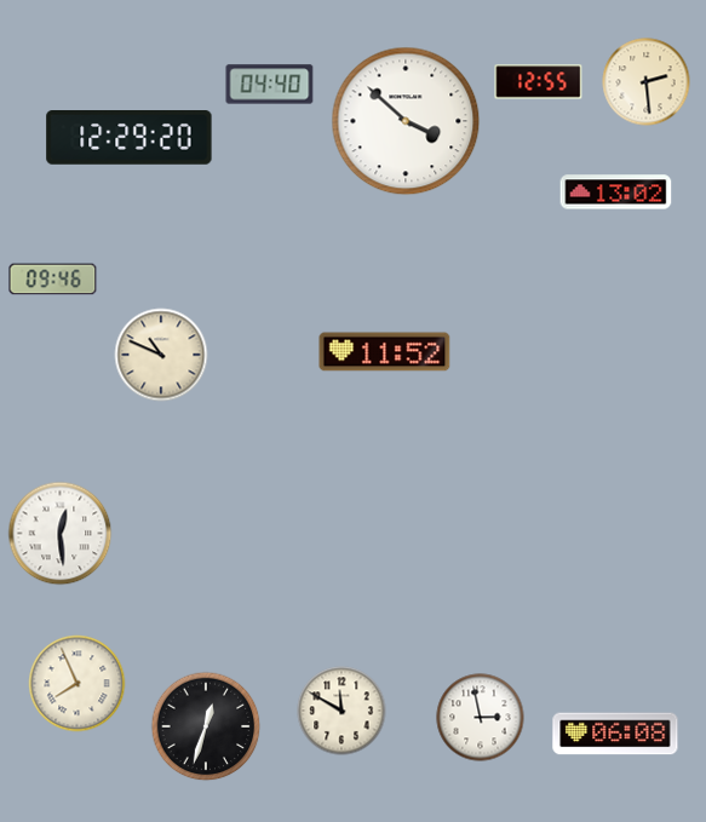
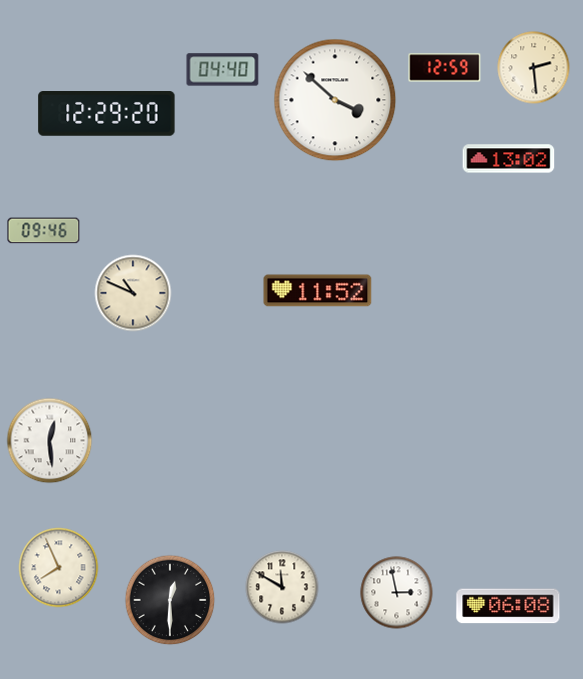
clock at (539, 82): 12:55 -> 12:59
clock at (78, 684) position: (78, 684) -> (59, 568)
clock at (206, 726): 12:33 -> 12:30
